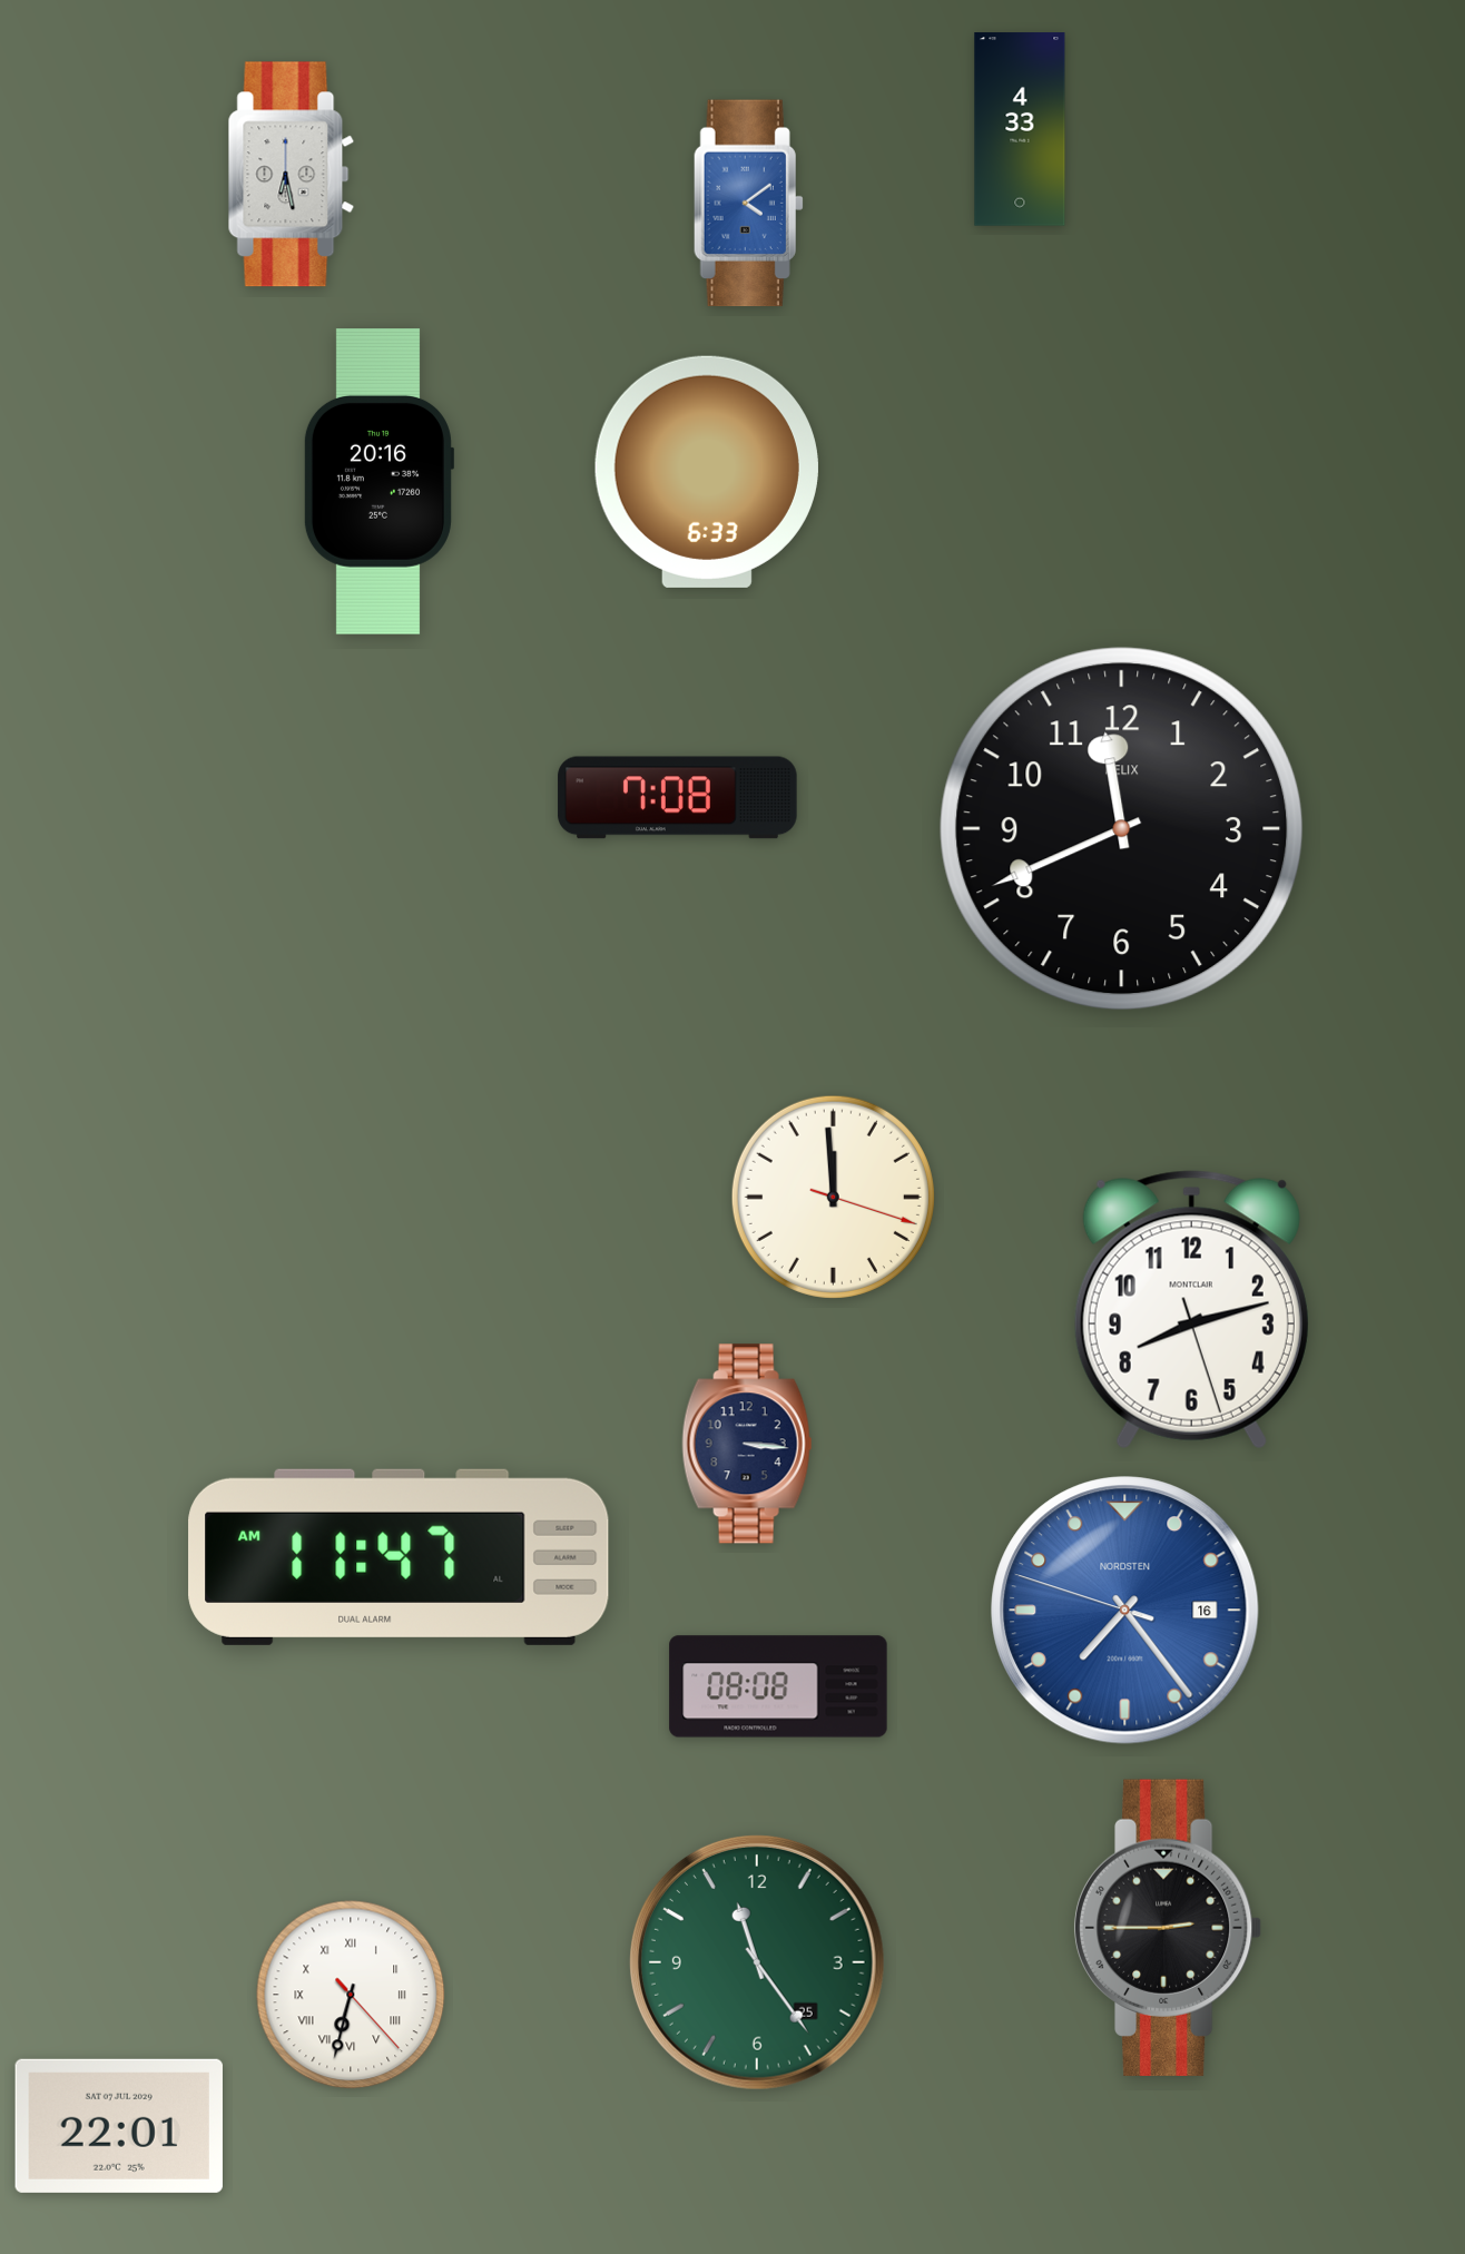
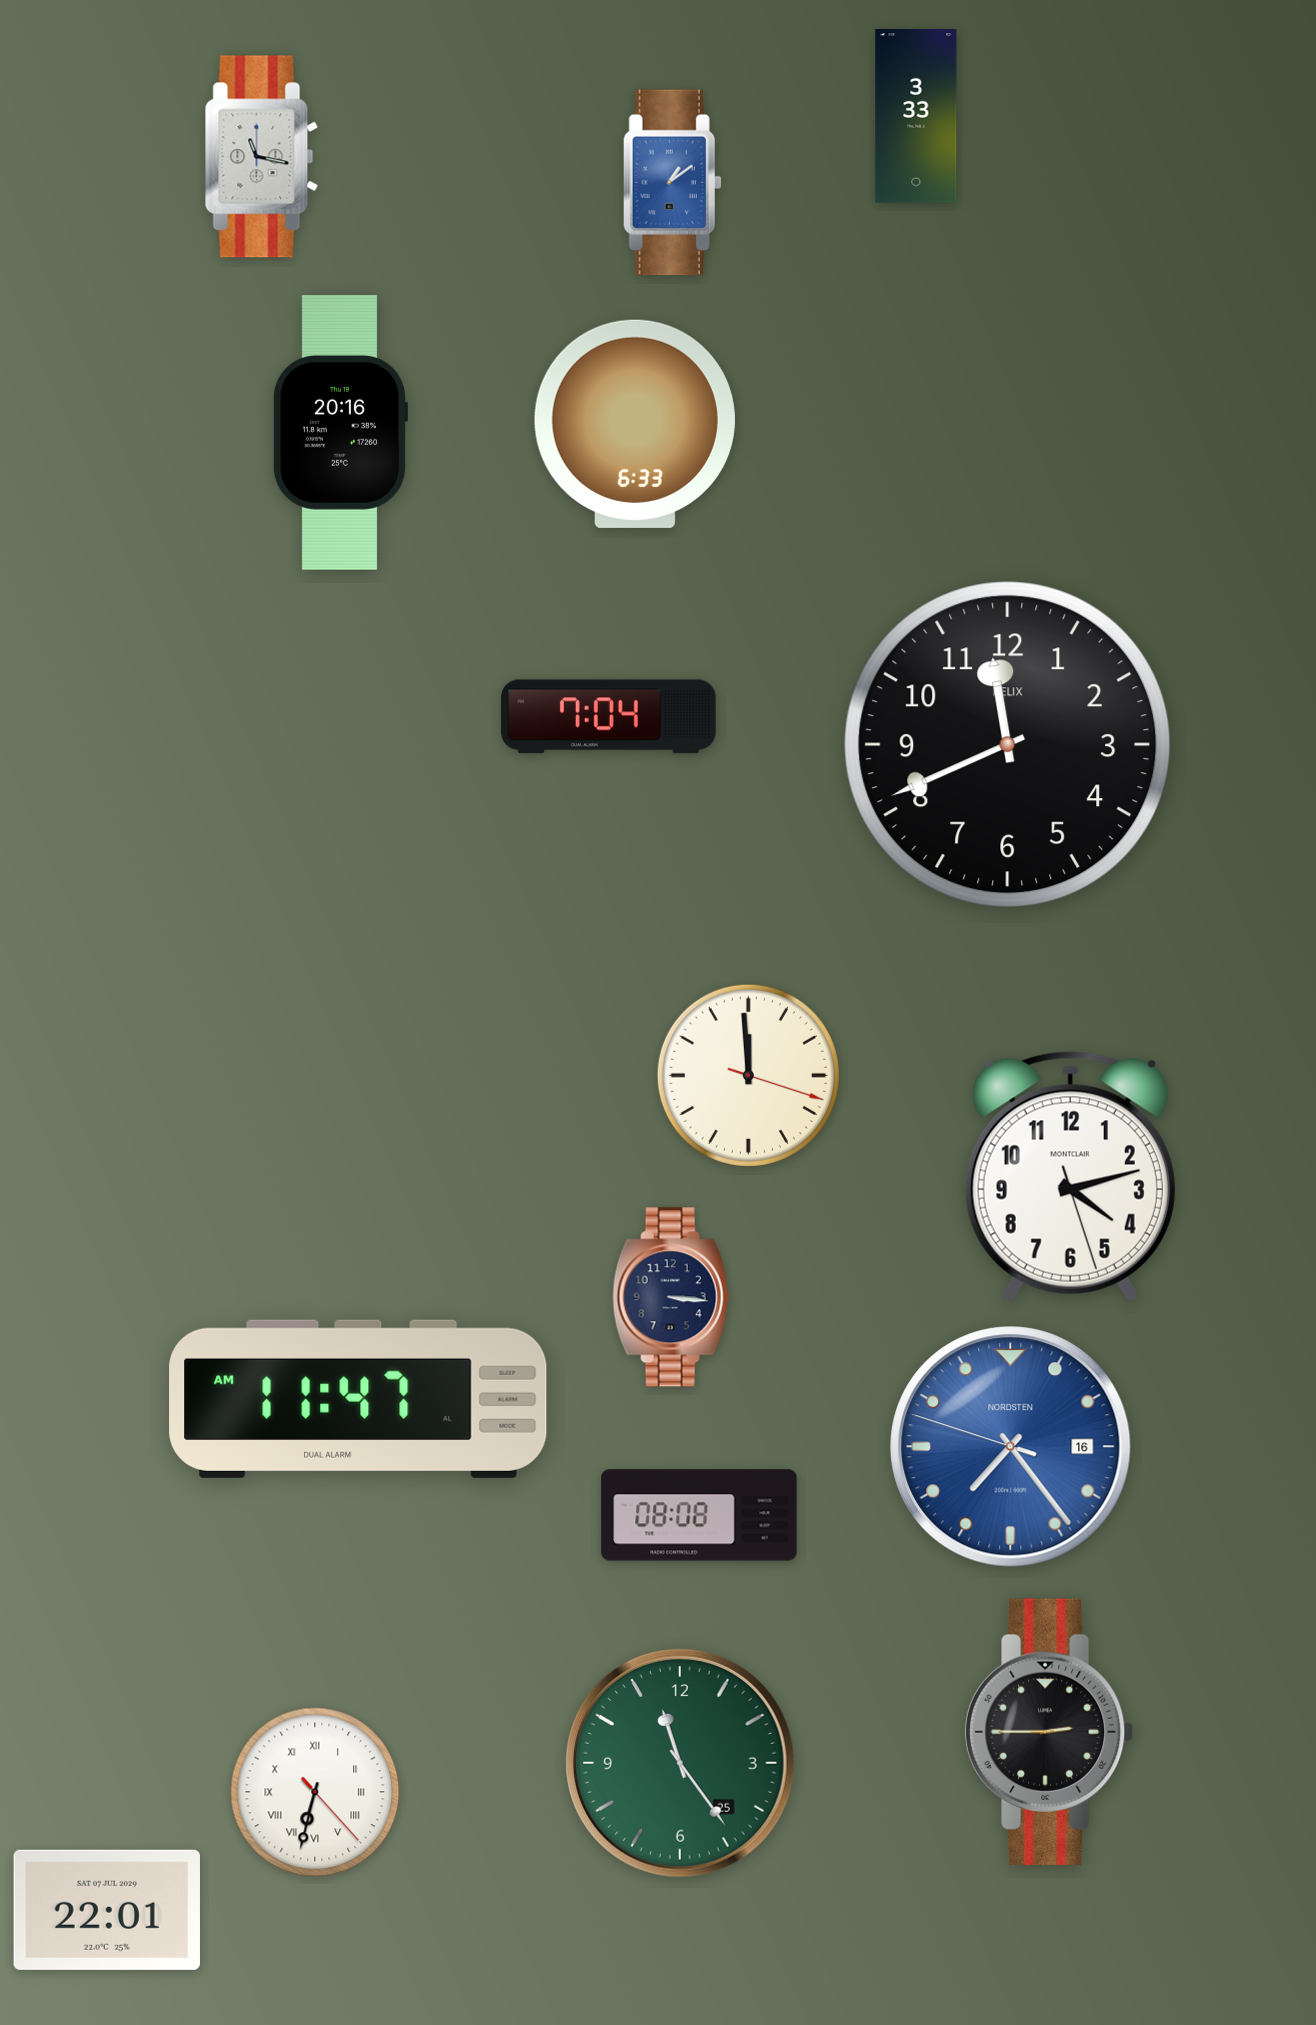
clock at (1020, 129): 4:33 -> 3:33
clock at (292, 175): 6:28 -> 11:17
clock at (748, 204): 4:09 -> 1:09
clock at (678, 798): 7:08 -> 7:04
clock at (1191, 1310): 8:12 -> 4:12
